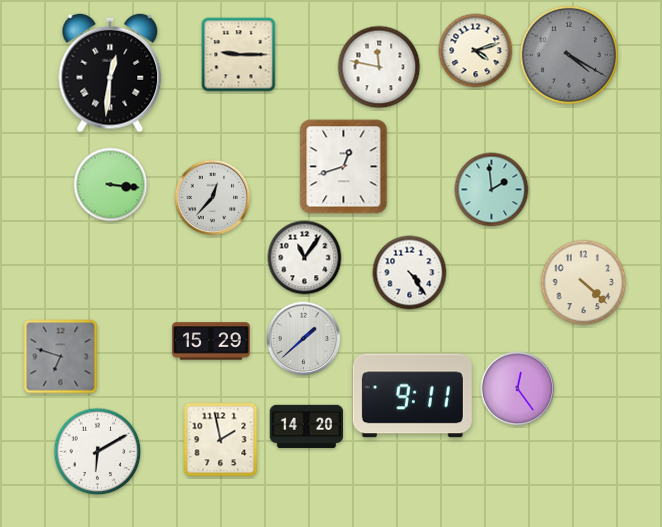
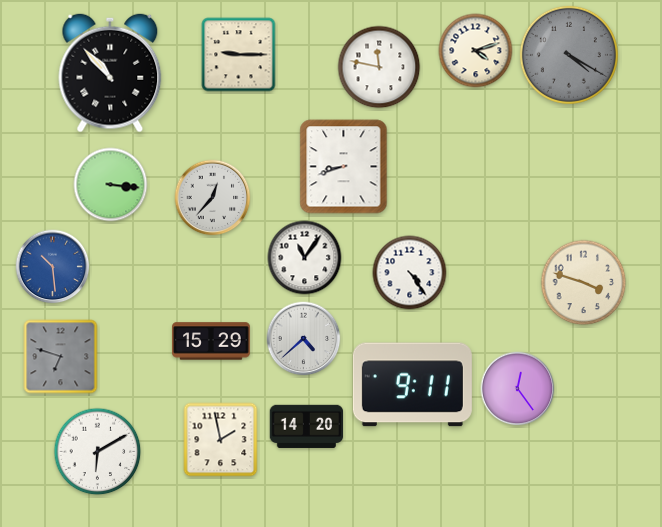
clock at (110, 73): 12:31 -> 10:53
clock at (344, 167): 12:42 -> 8:42
clock at (492, 190): 1:59 -> none
clock at (53, 267): none -> 10:29
clock at (584, 283): 4:22 -> 3:48
clock at (304, 339): 1:38 -> 4:38
clock at (412, 396) position: (412, 396) -> (412, 385)
